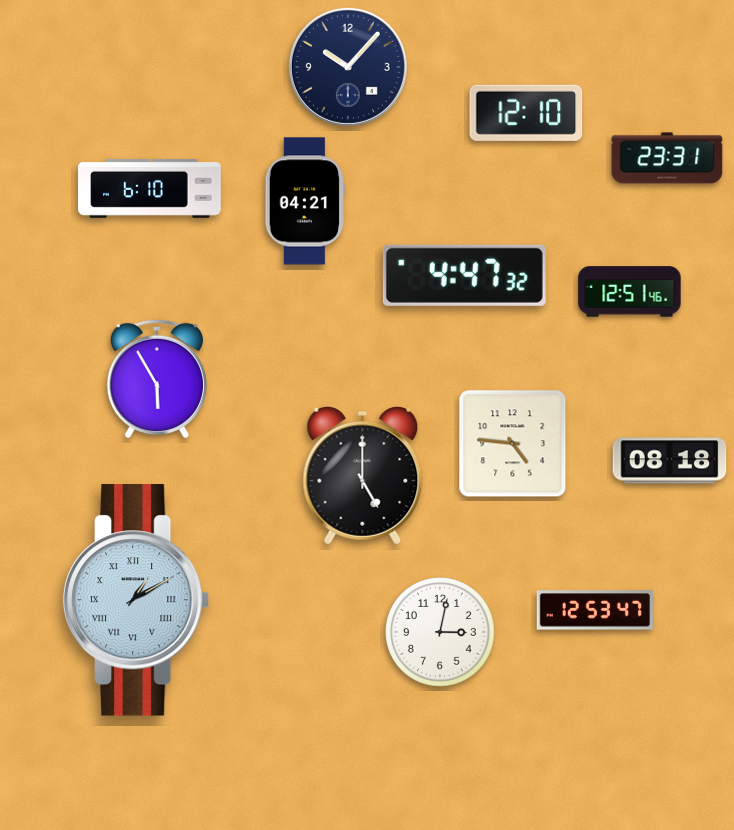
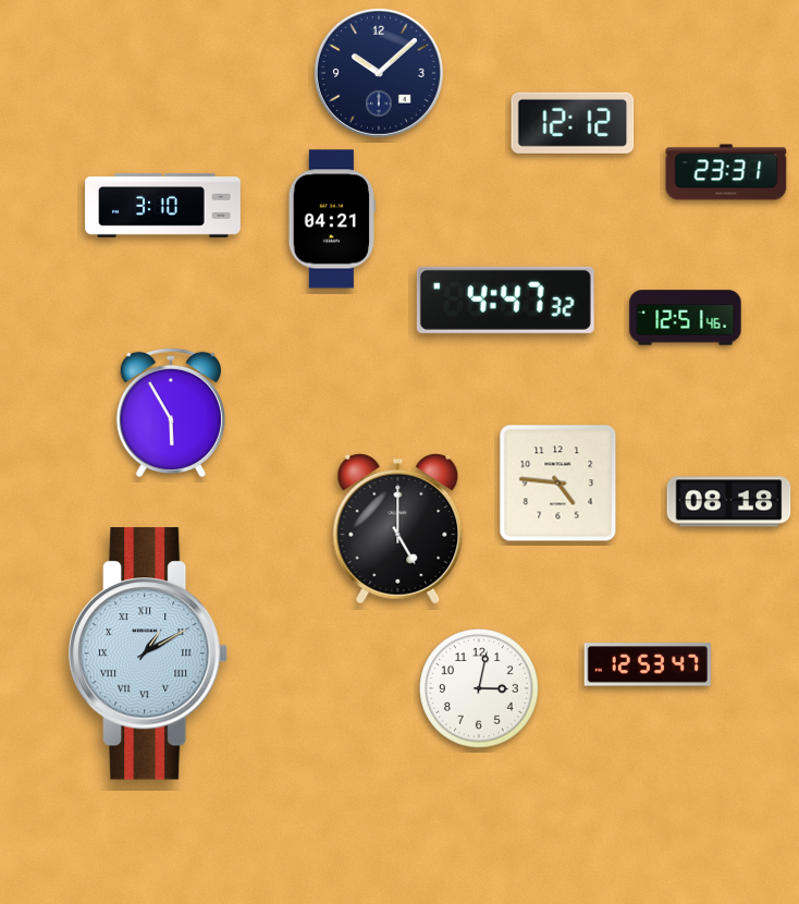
clock at (348, 67): 10:07 -> 10:08
clock at (526, 113): 12:10 -> 12:12
clock at (150, 188): 6:10 -> 3:10
clock at (363, 476) position: (363, 476) -> (398, 529)
